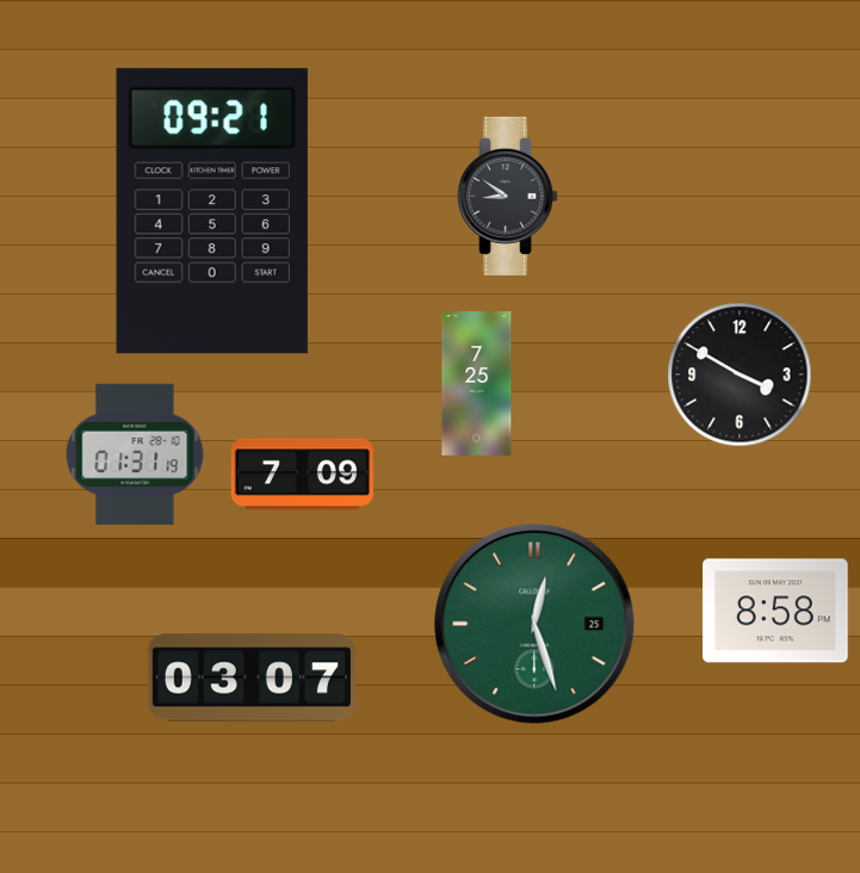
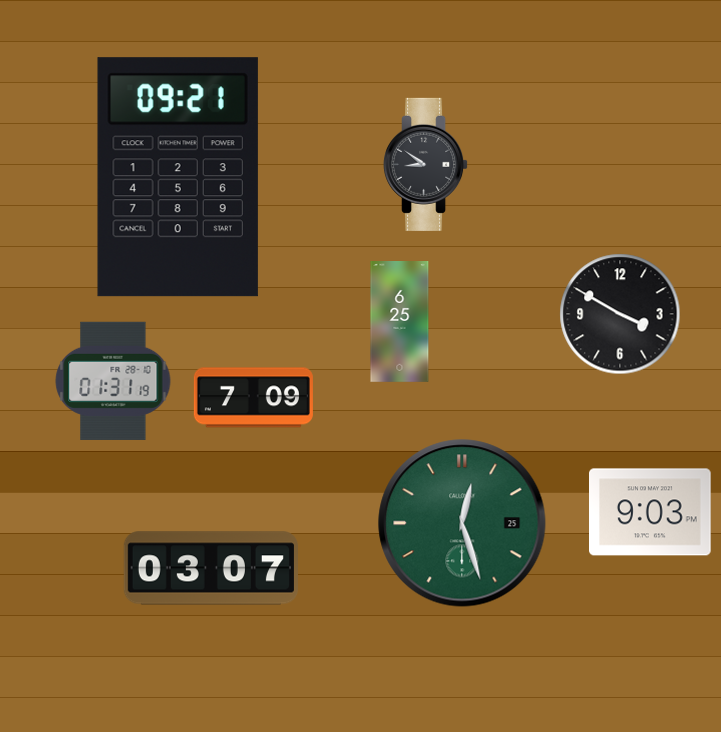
clock at (477, 384): 7:25 -> 6:25
clock at (777, 611): 8:58 -> 9:03
clock at (534, 624) position: (534, 624) -> (462, 523)
